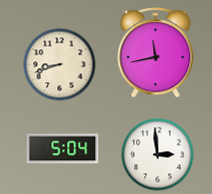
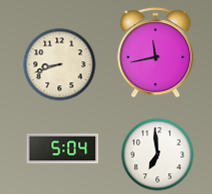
clock at (158, 155): 2:59 -> 6:59
